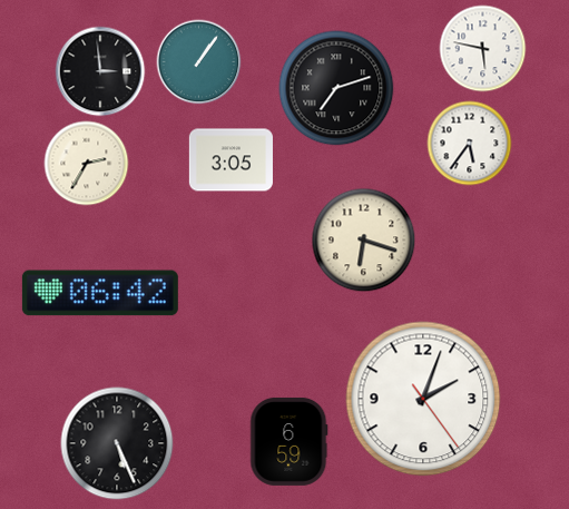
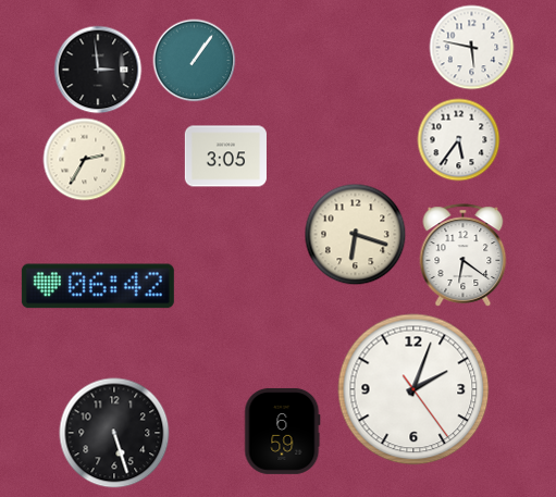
clock at (336, 88): 7:12 -> none
clock at (464, 256): none -> 6:21
clock at (117, 443): 5:26 -> 5:27
